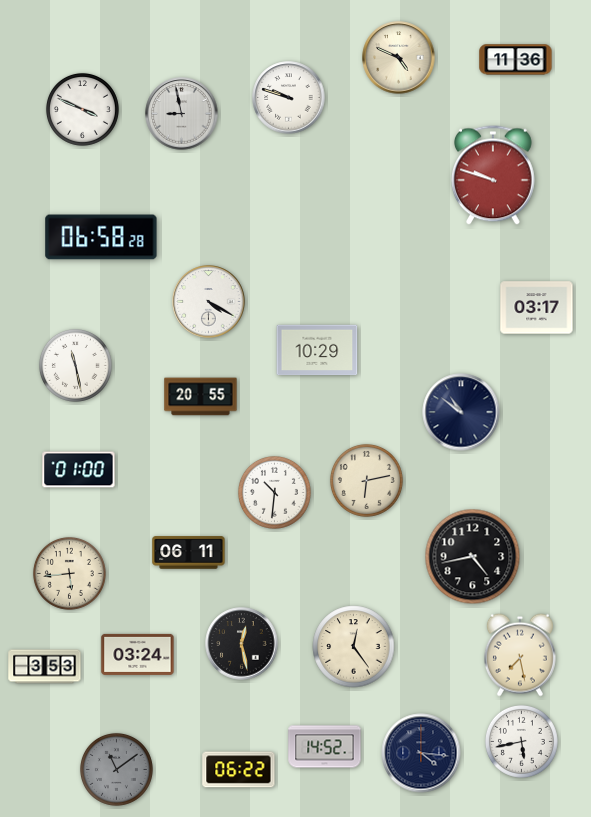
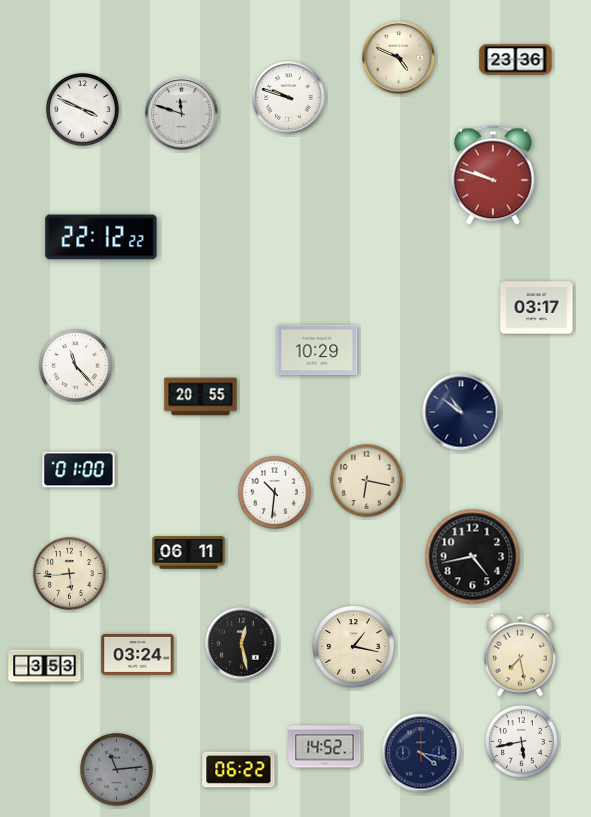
clock at (516, 60): 11:36 -> 23:36
clock at (182, 114): 8:58 -> 11:48
clock at (101, 237): 06:58 -> 22:12
clock at (209, 302): 4:20 -> none
clock at (75, 365): 11:28 -> 11:23
clock at (366, 480): 6:13 -> 6:17
clock at (354, 647): 12:24 -> 1:17
clock at (421, 753): 4:16 -> 4:17
clock at (116, 769): 11:09 -> 11:14
